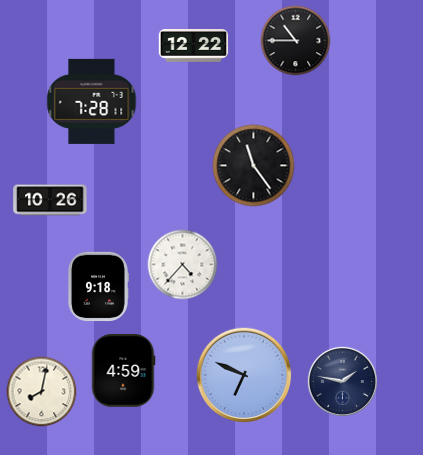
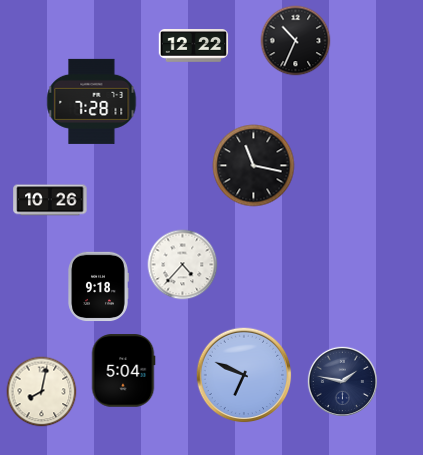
clock at (296, 41): 10:45 -> 10:34
clock at (254, 166): 11:24 -> 11:17
clock at (123, 371): 4:59 -> 5:04
